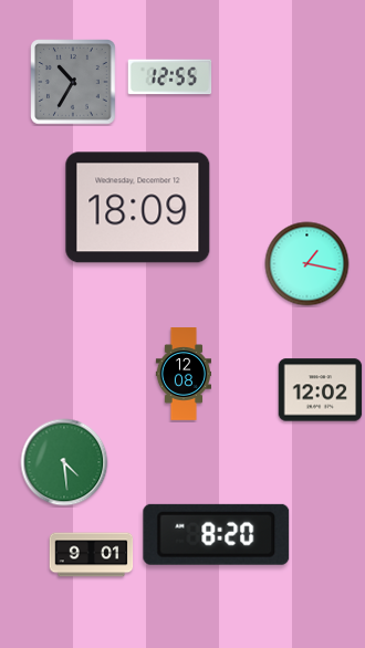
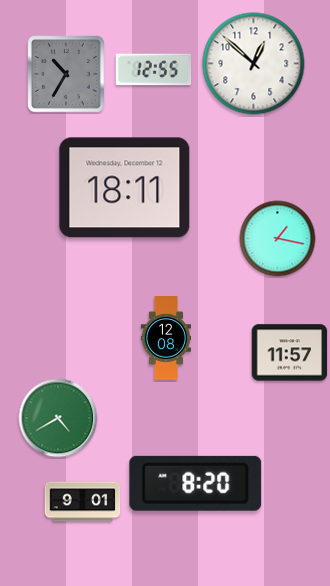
clock at (254, 64): none -> 12:52
clock at (138, 208): 18:09 -> 18:11
clock at (321, 390): 12:02 -> 11:57
clock at (64, 462): 4:29 -> 4:40
